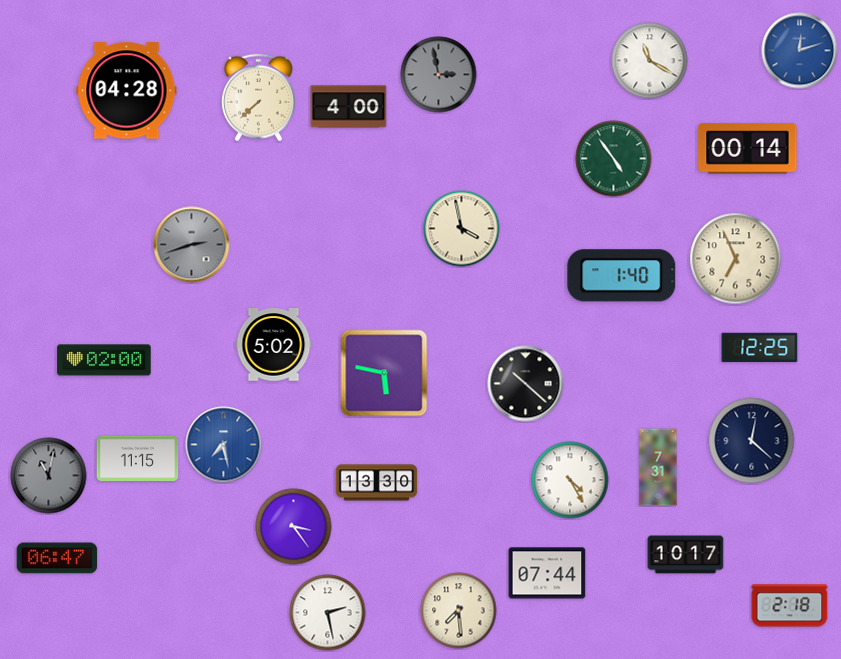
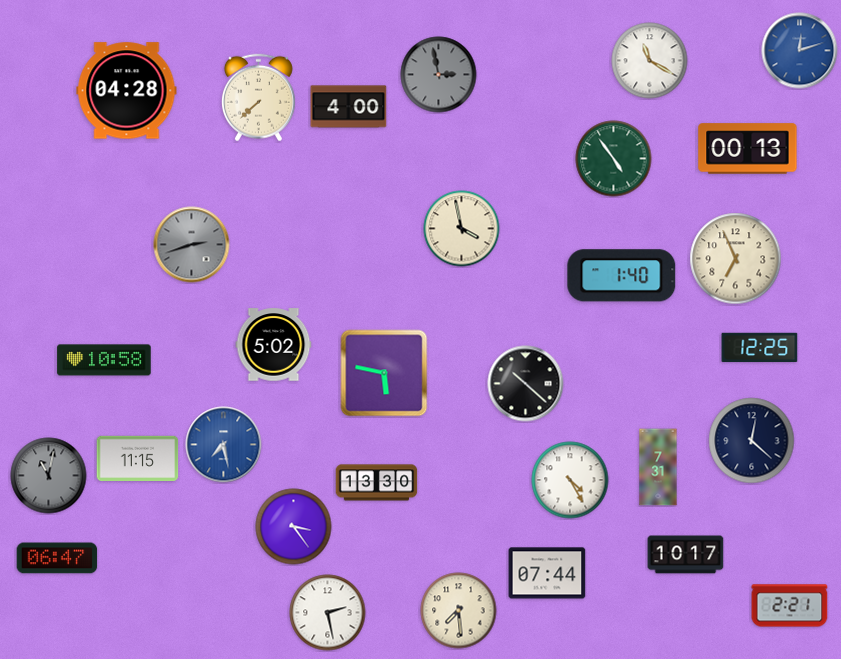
clock at (748, 149): 00:14 -> 00:13
clock at (104, 360): 02:00 -> 10:58
clock at (790, 606): 2:18 -> 2:21
